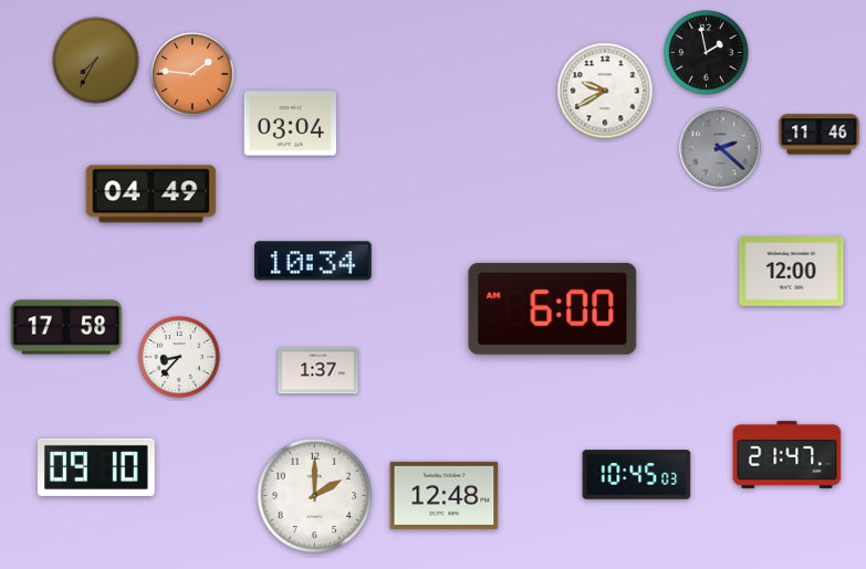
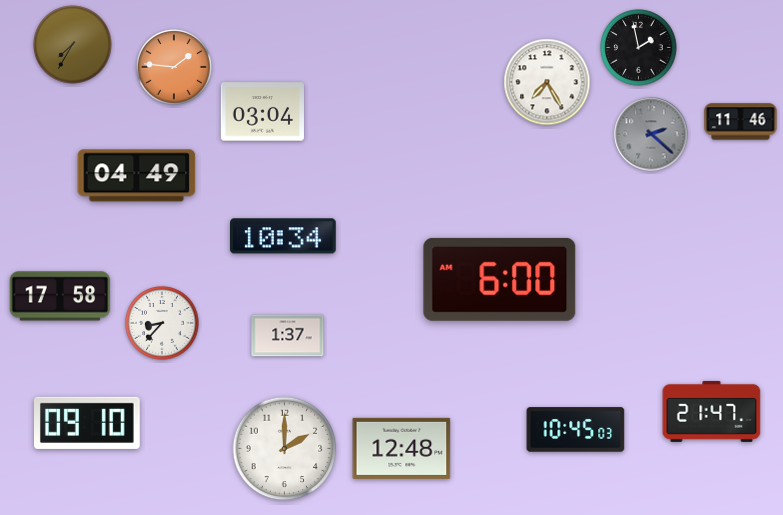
clock at (96, 61) position: (96, 61) -> (73, 45)
clock at (605, 91): 9:40 -> 7:25
clock at (792, 272): 12:00 -> none
